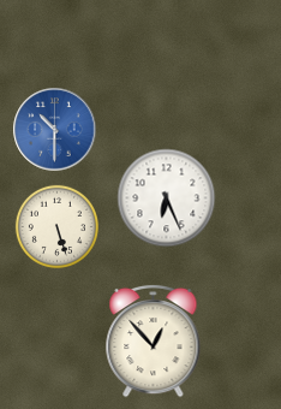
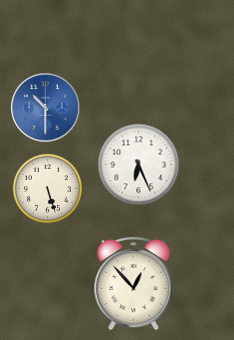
clock at (154, 340) position: (154, 340) -> (134, 283)
